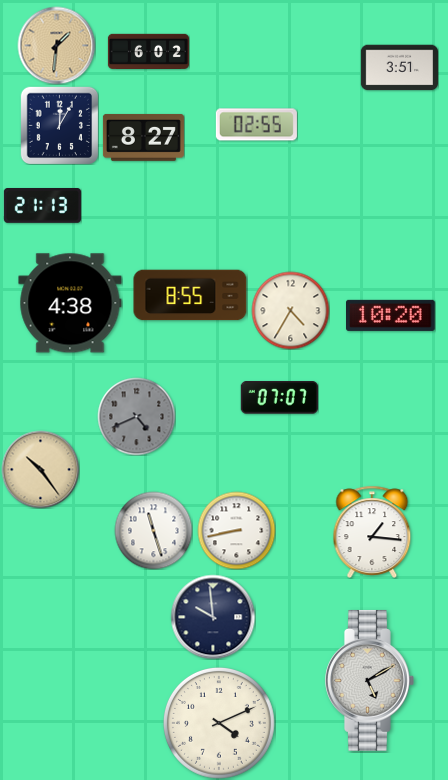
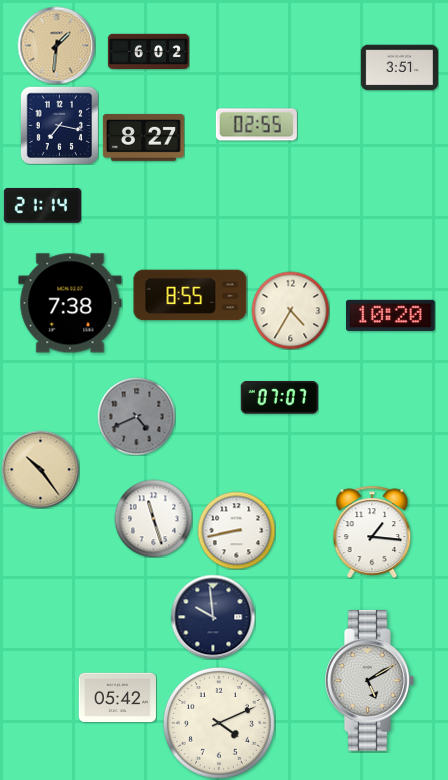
clock at (59, 125): 12:05 -> 7:17
clock at (42, 206): 21:13 -> 21:14
clock at (70, 303): 4:38 -> 7:38
clock at (153, 530) position: (153, 530) -> (153, 518)
clock at (117, 698): none -> 05:42
